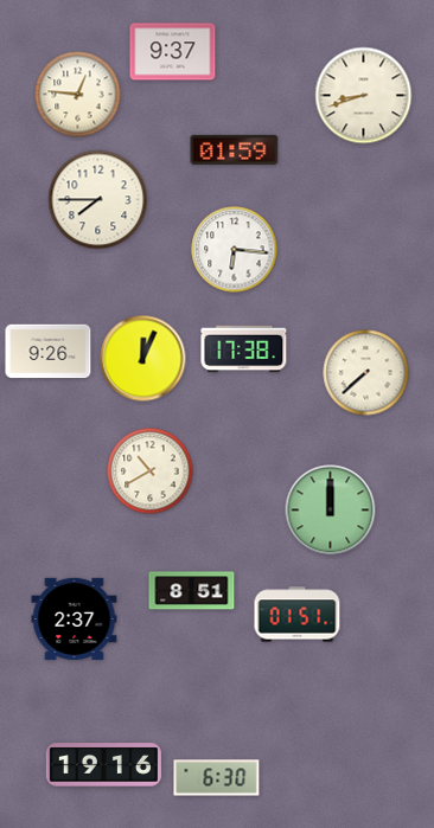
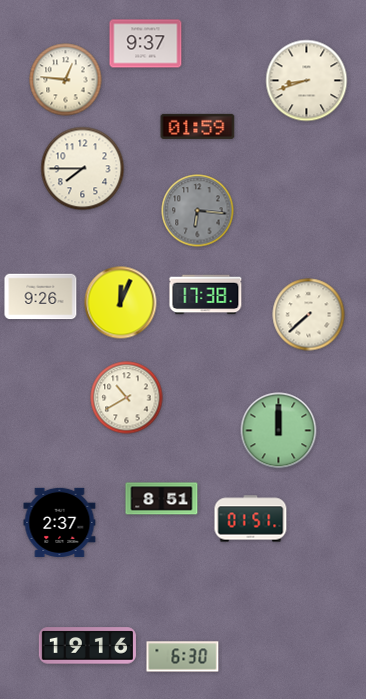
clock at (235, 250) dial: white -> grey
clock at (75, 618) position: (75, 618) -> (60, 522)
